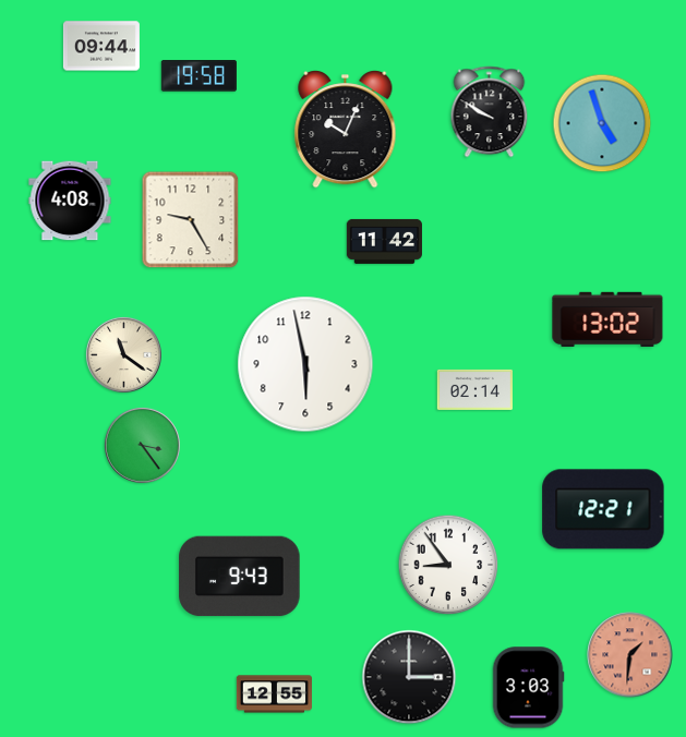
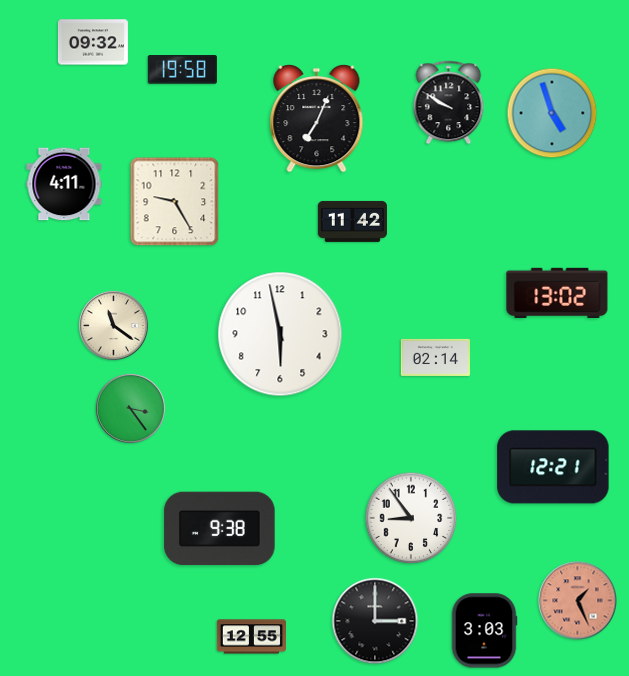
clock at (101, 46): 09:44 -> 09:32
clock at (346, 130): 10:04 -> 7:04
clock at (70, 201): 4:08 -> 4:11
clock at (240, 577): 9:43 -> 9:38
clock at (630, 655): 1:31 -> 1:26
